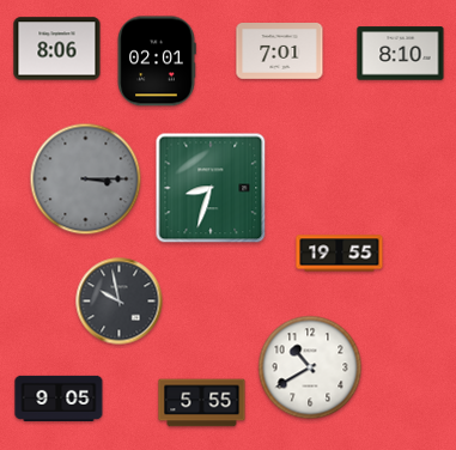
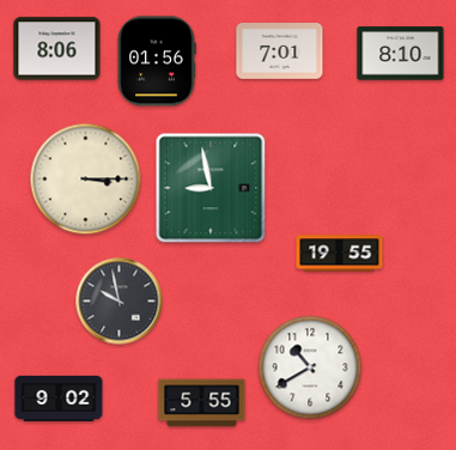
clock at (157, 61): 02:01 -> 01:56
clock at (86, 180) dial: grey -> cream
clock at (211, 188): 8:33 -> 8:58
clock at (59, 399): 9:05 -> 9:02
